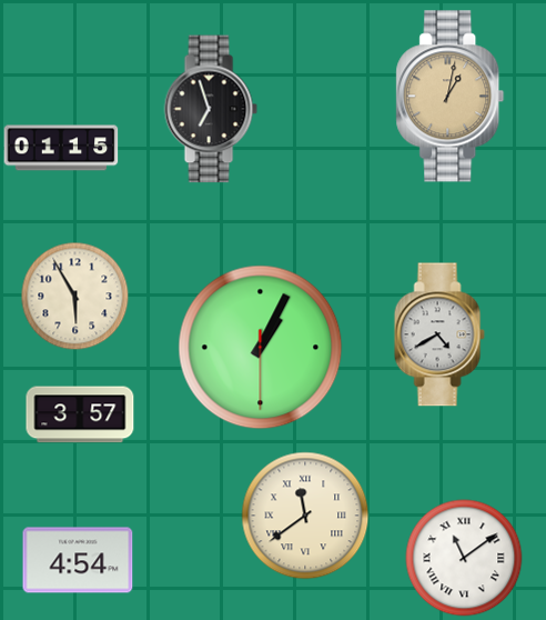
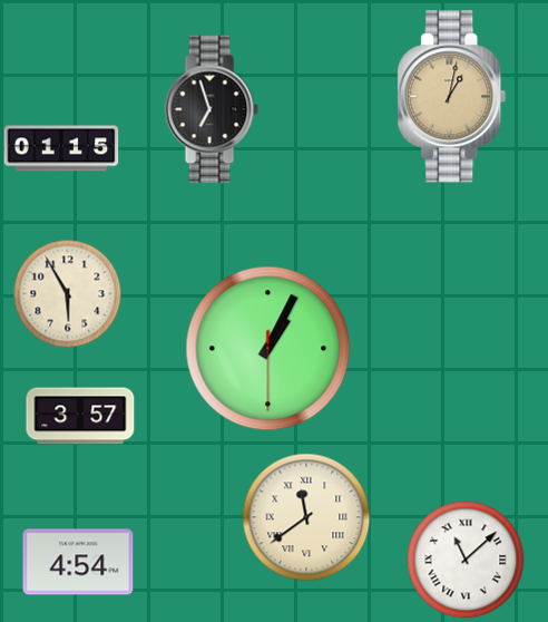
clock at (75, 297) position: (75, 297) -> (68, 294)
clock at (439, 334): 4:40 -> none
clock at (261, 348) position: (261, 348) -> (268, 349)
clock at (464, 558): 11:09 -> 11:08
